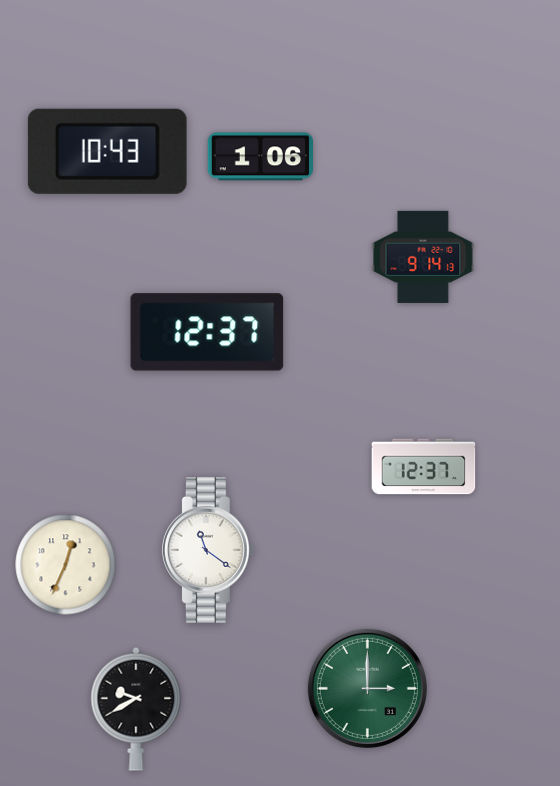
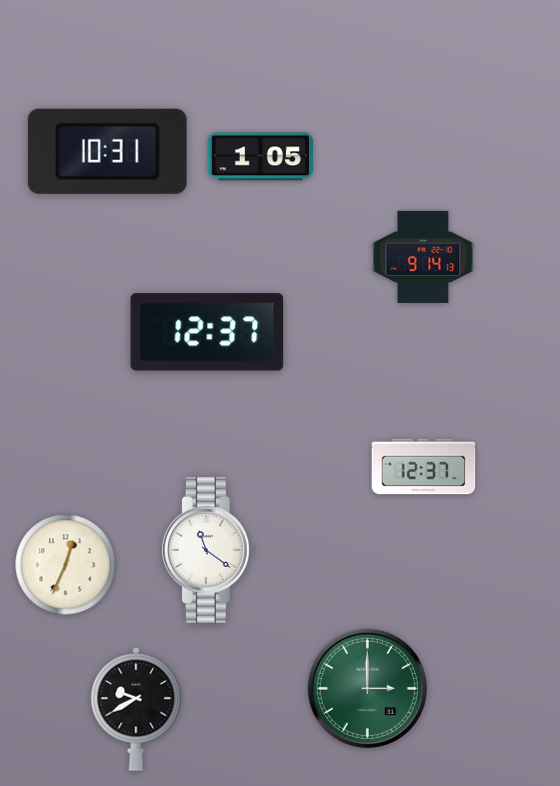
clock at (107, 151): 10:43 -> 10:31
clock at (260, 157): 1:06 -> 1:05
